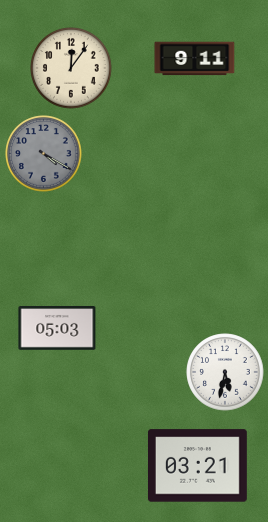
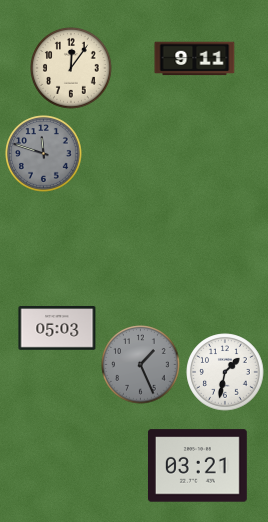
clock at (44, 154): 4:20 -> 11:48
clock at (141, 365): none -> 1:26
clock at (225, 372): 5:32 -> 1:32
